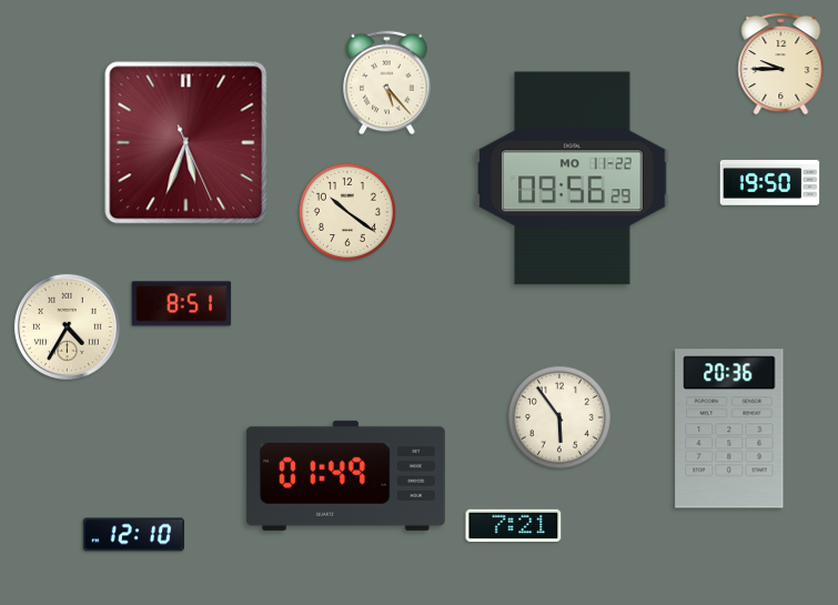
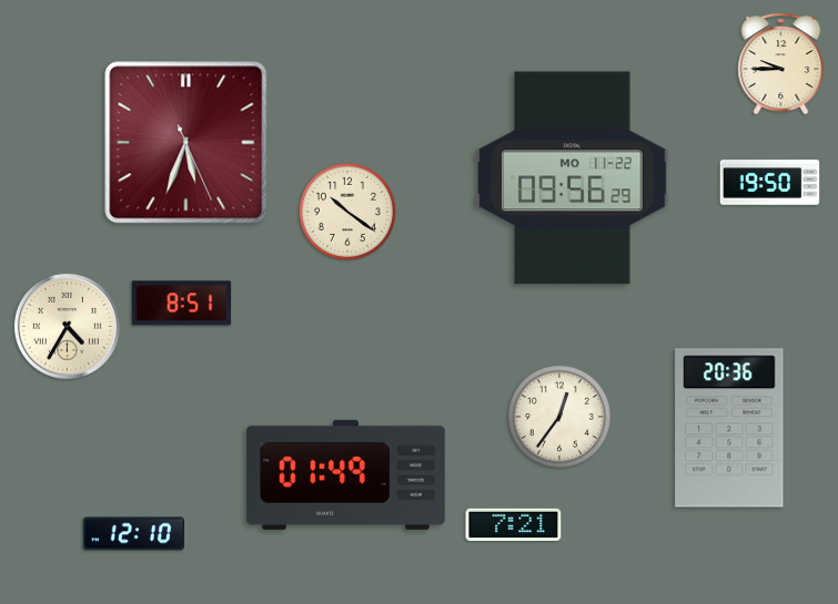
clock at (387, 83): 5:23 -> none
clock at (559, 417): 5:54 -> 12:36
